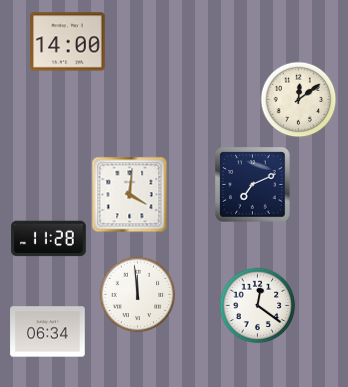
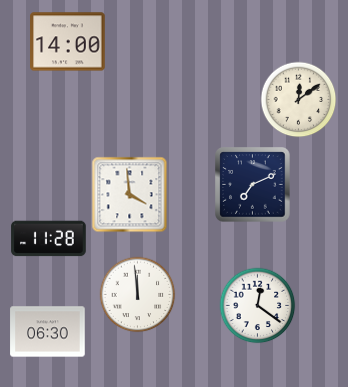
clock at (130, 195): 4:01 -> 3:59
clock at (48, 332): 06:34 -> 06:30
